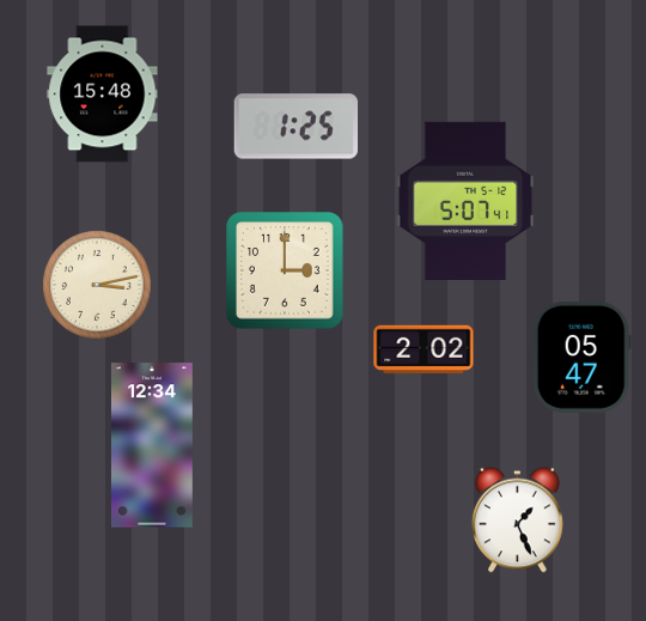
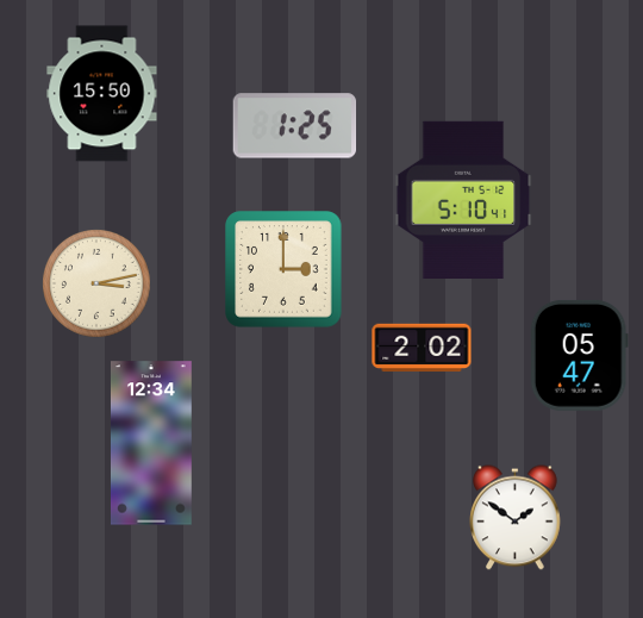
clock at (103, 95): 15:48 -> 15:50
clock at (465, 200): 5:07 -> 5:10
clock at (518, 520): 1:26 -> 1:51
